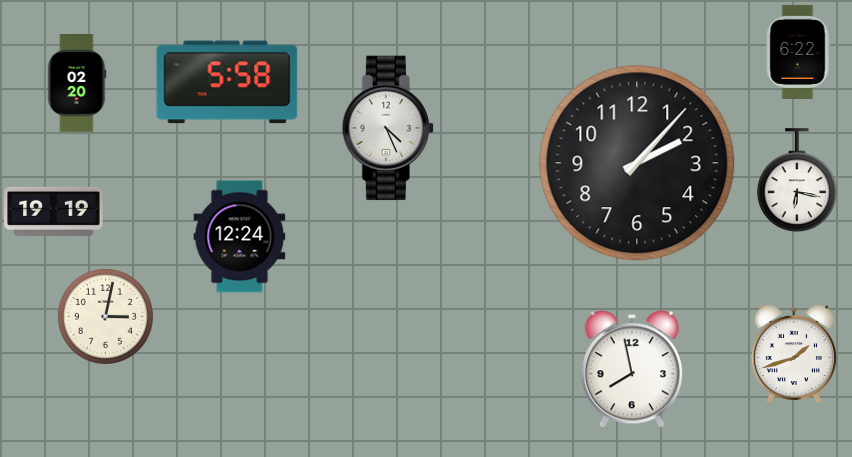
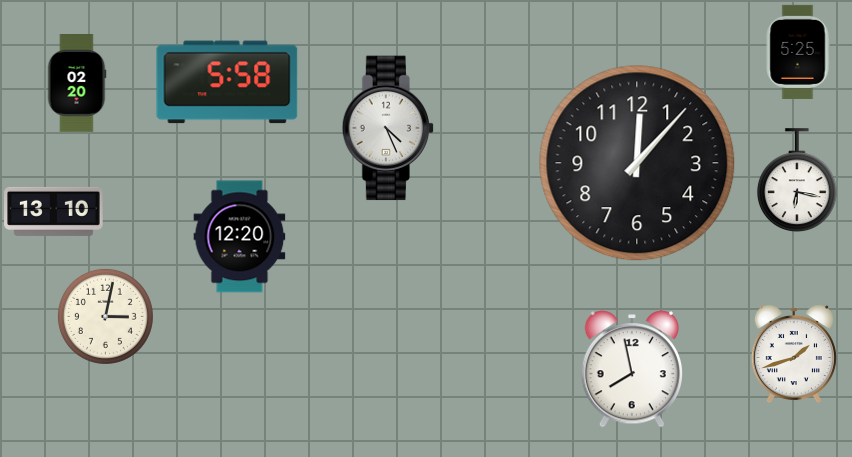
clock at (798, 52): 6:22 -> 5:25
clock at (637, 163): 2:07 -> 12:07
clock at (54, 211): 19:19 -> 13:10
clock at (240, 237): 12:24 -> 12:20
